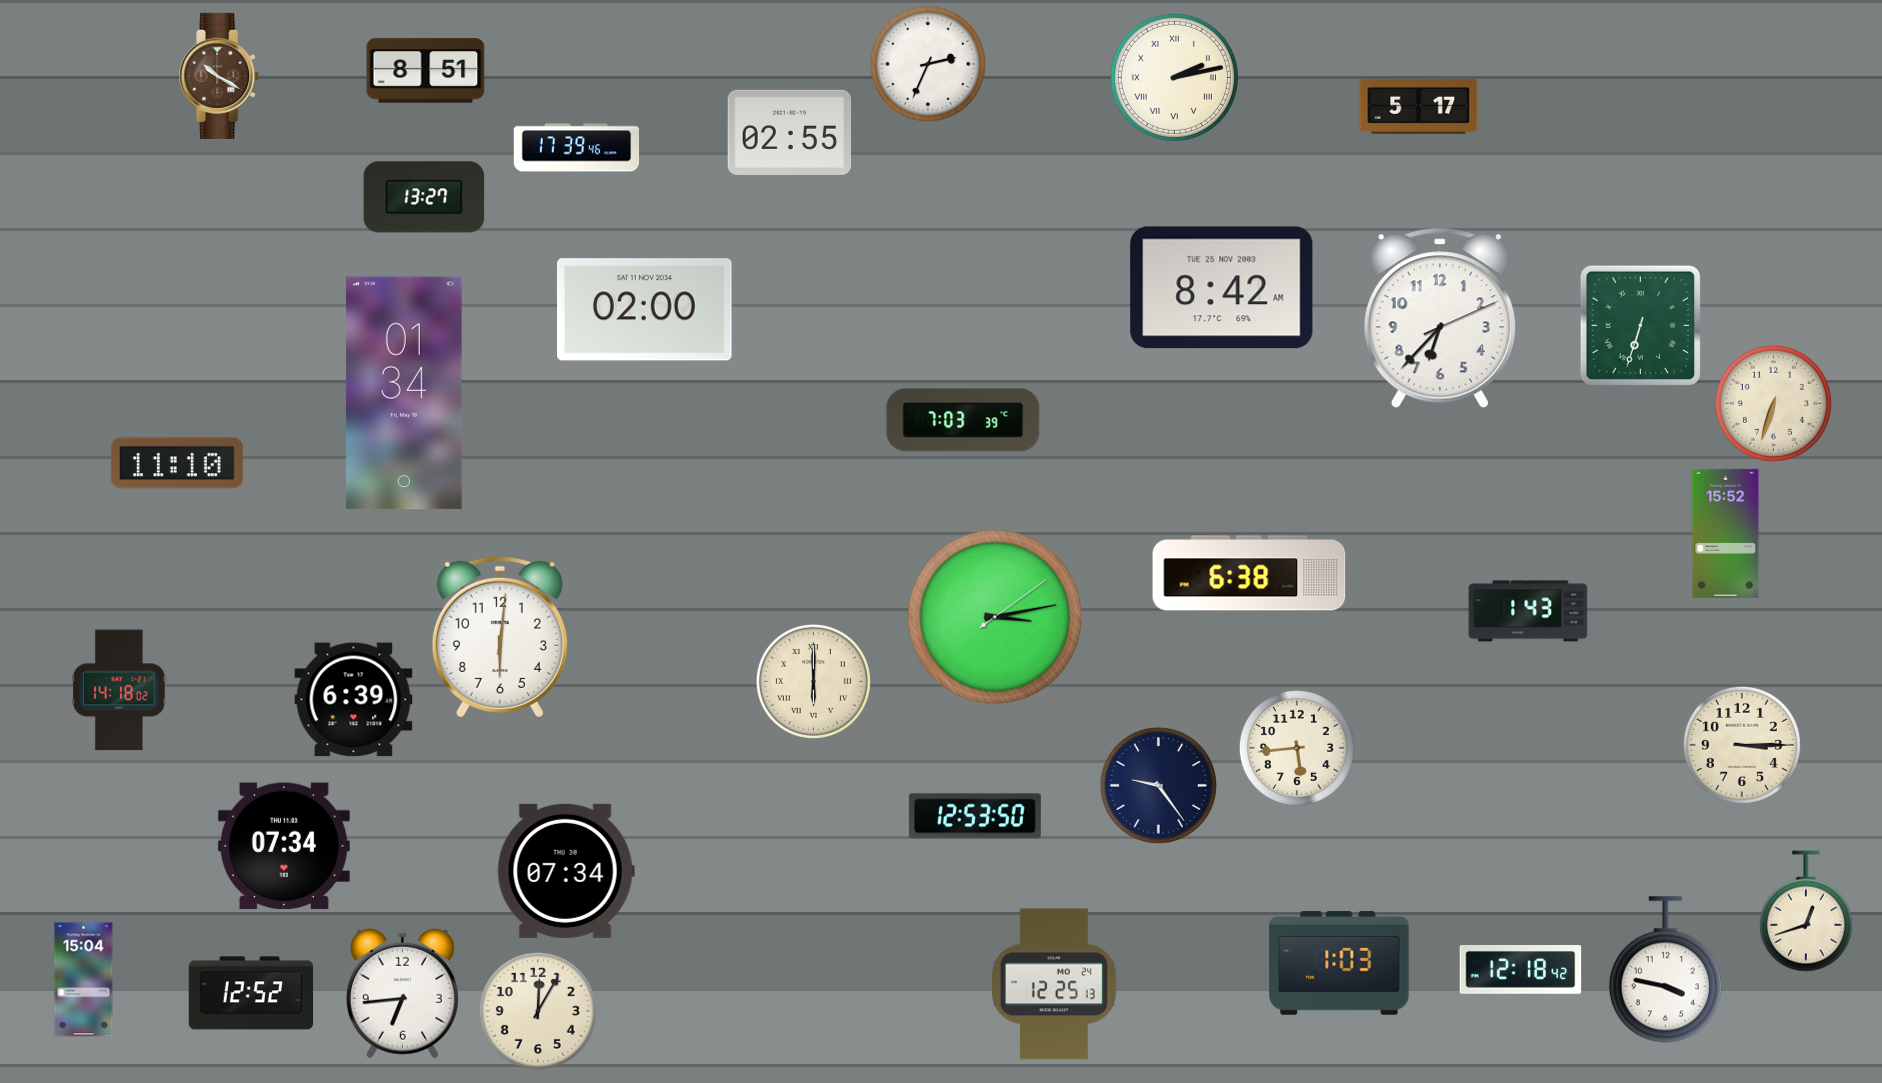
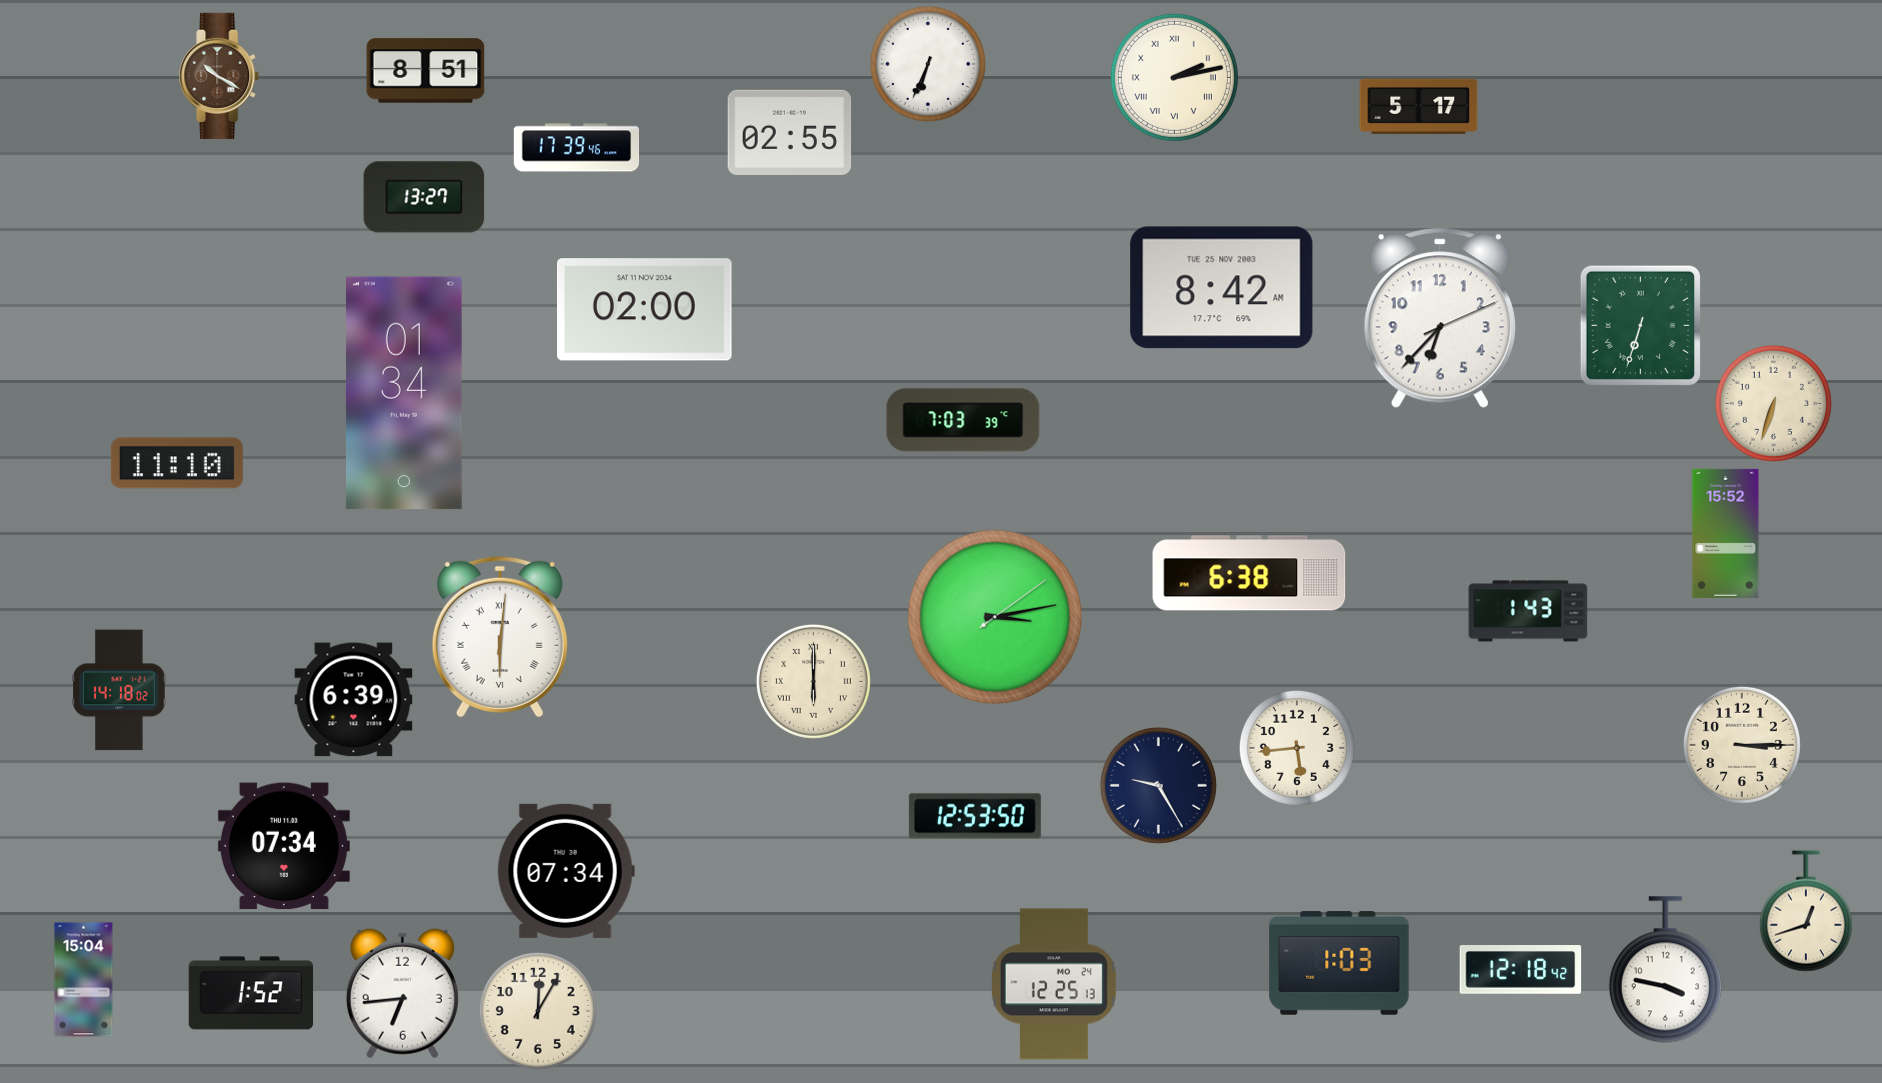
clock at (928, 64): 2:34 -> 6:34
clock at (500, 637) numerals: Arabic -> Roman
clock at (1158, 785): 9:24 -> 9:25
clock at (251, 993): 12:52 -> 1:52
